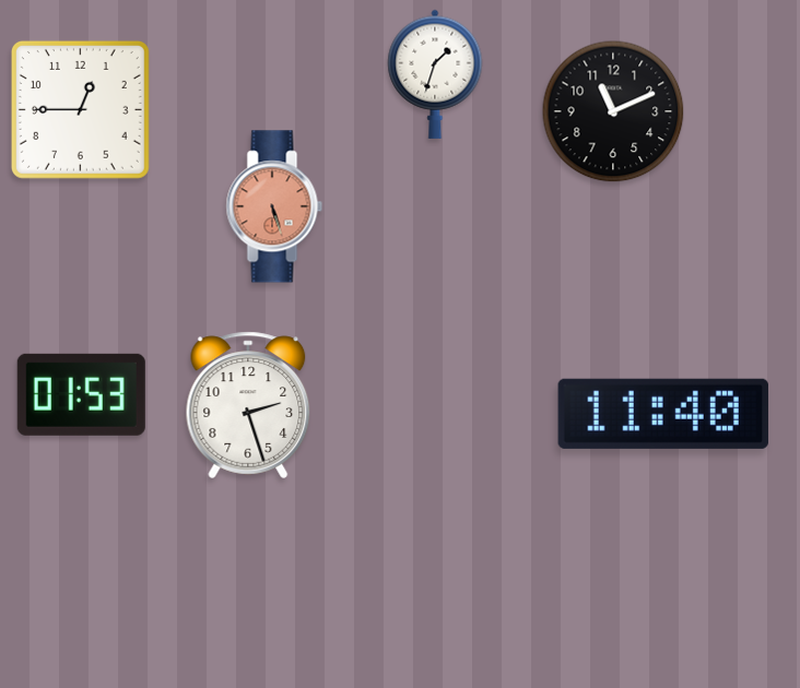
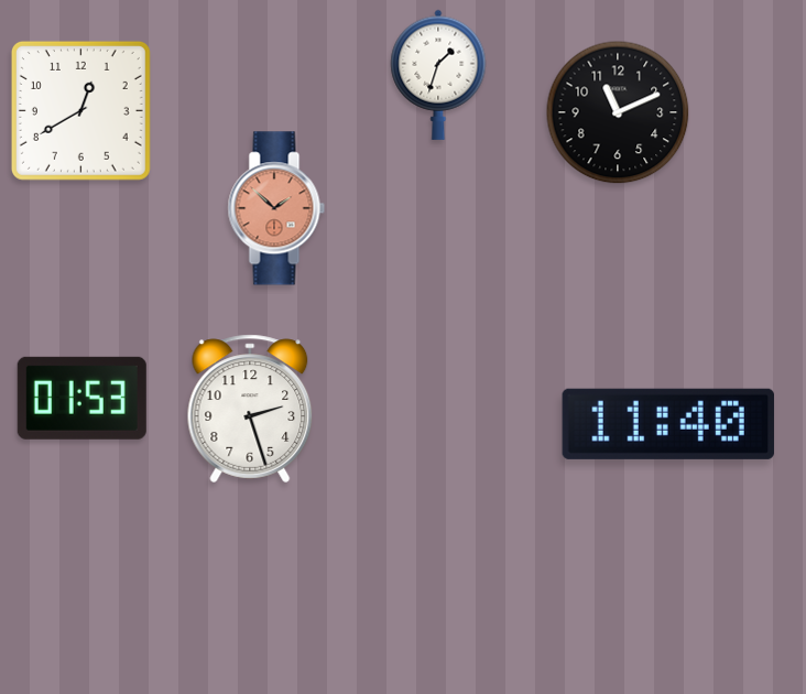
clock at (80, 109): 12:45 -> 12:40
clock at (274, 206): 5:27 -> 1:52
clock at (663, 414) position: (663, 414) -> (668, 424)
